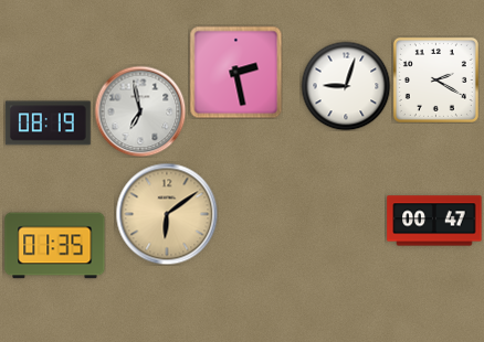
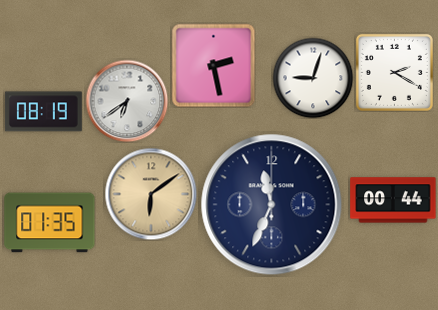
clock at (140, 111): 6:58 -> 6:39
clock at (434, 221): 00:47 -> 00:44
clock at (272, 205): none -> 11:34
